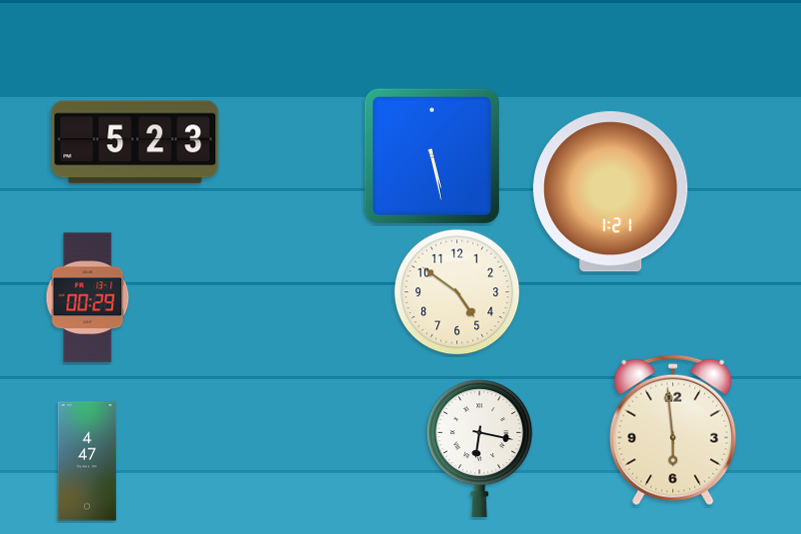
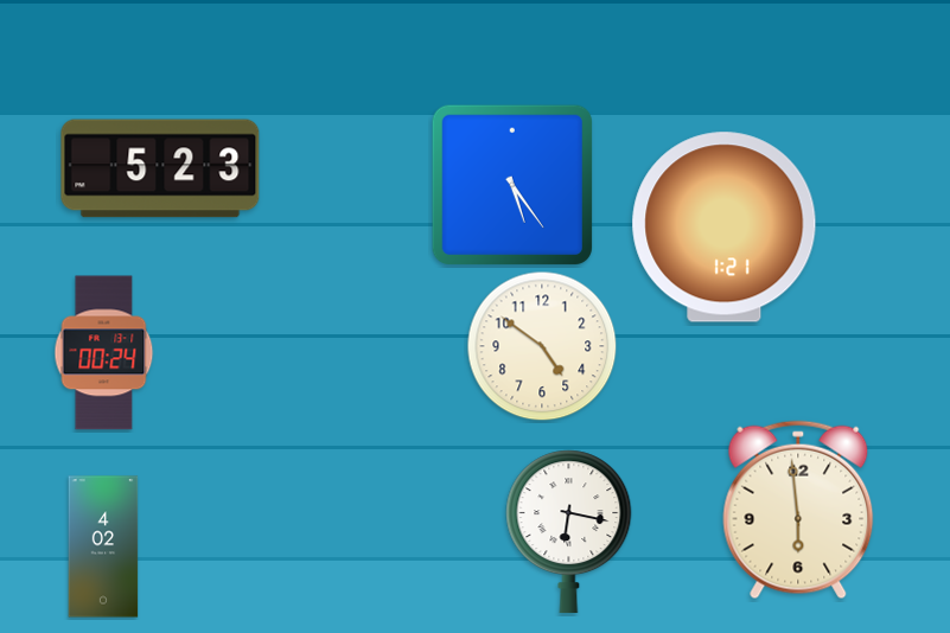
clock at (432, 156): 5:28 -> 5:24
clock at (88, 298): 00:29 -> 00:24
clock at (87, 461): 4:47 -> 4:02
